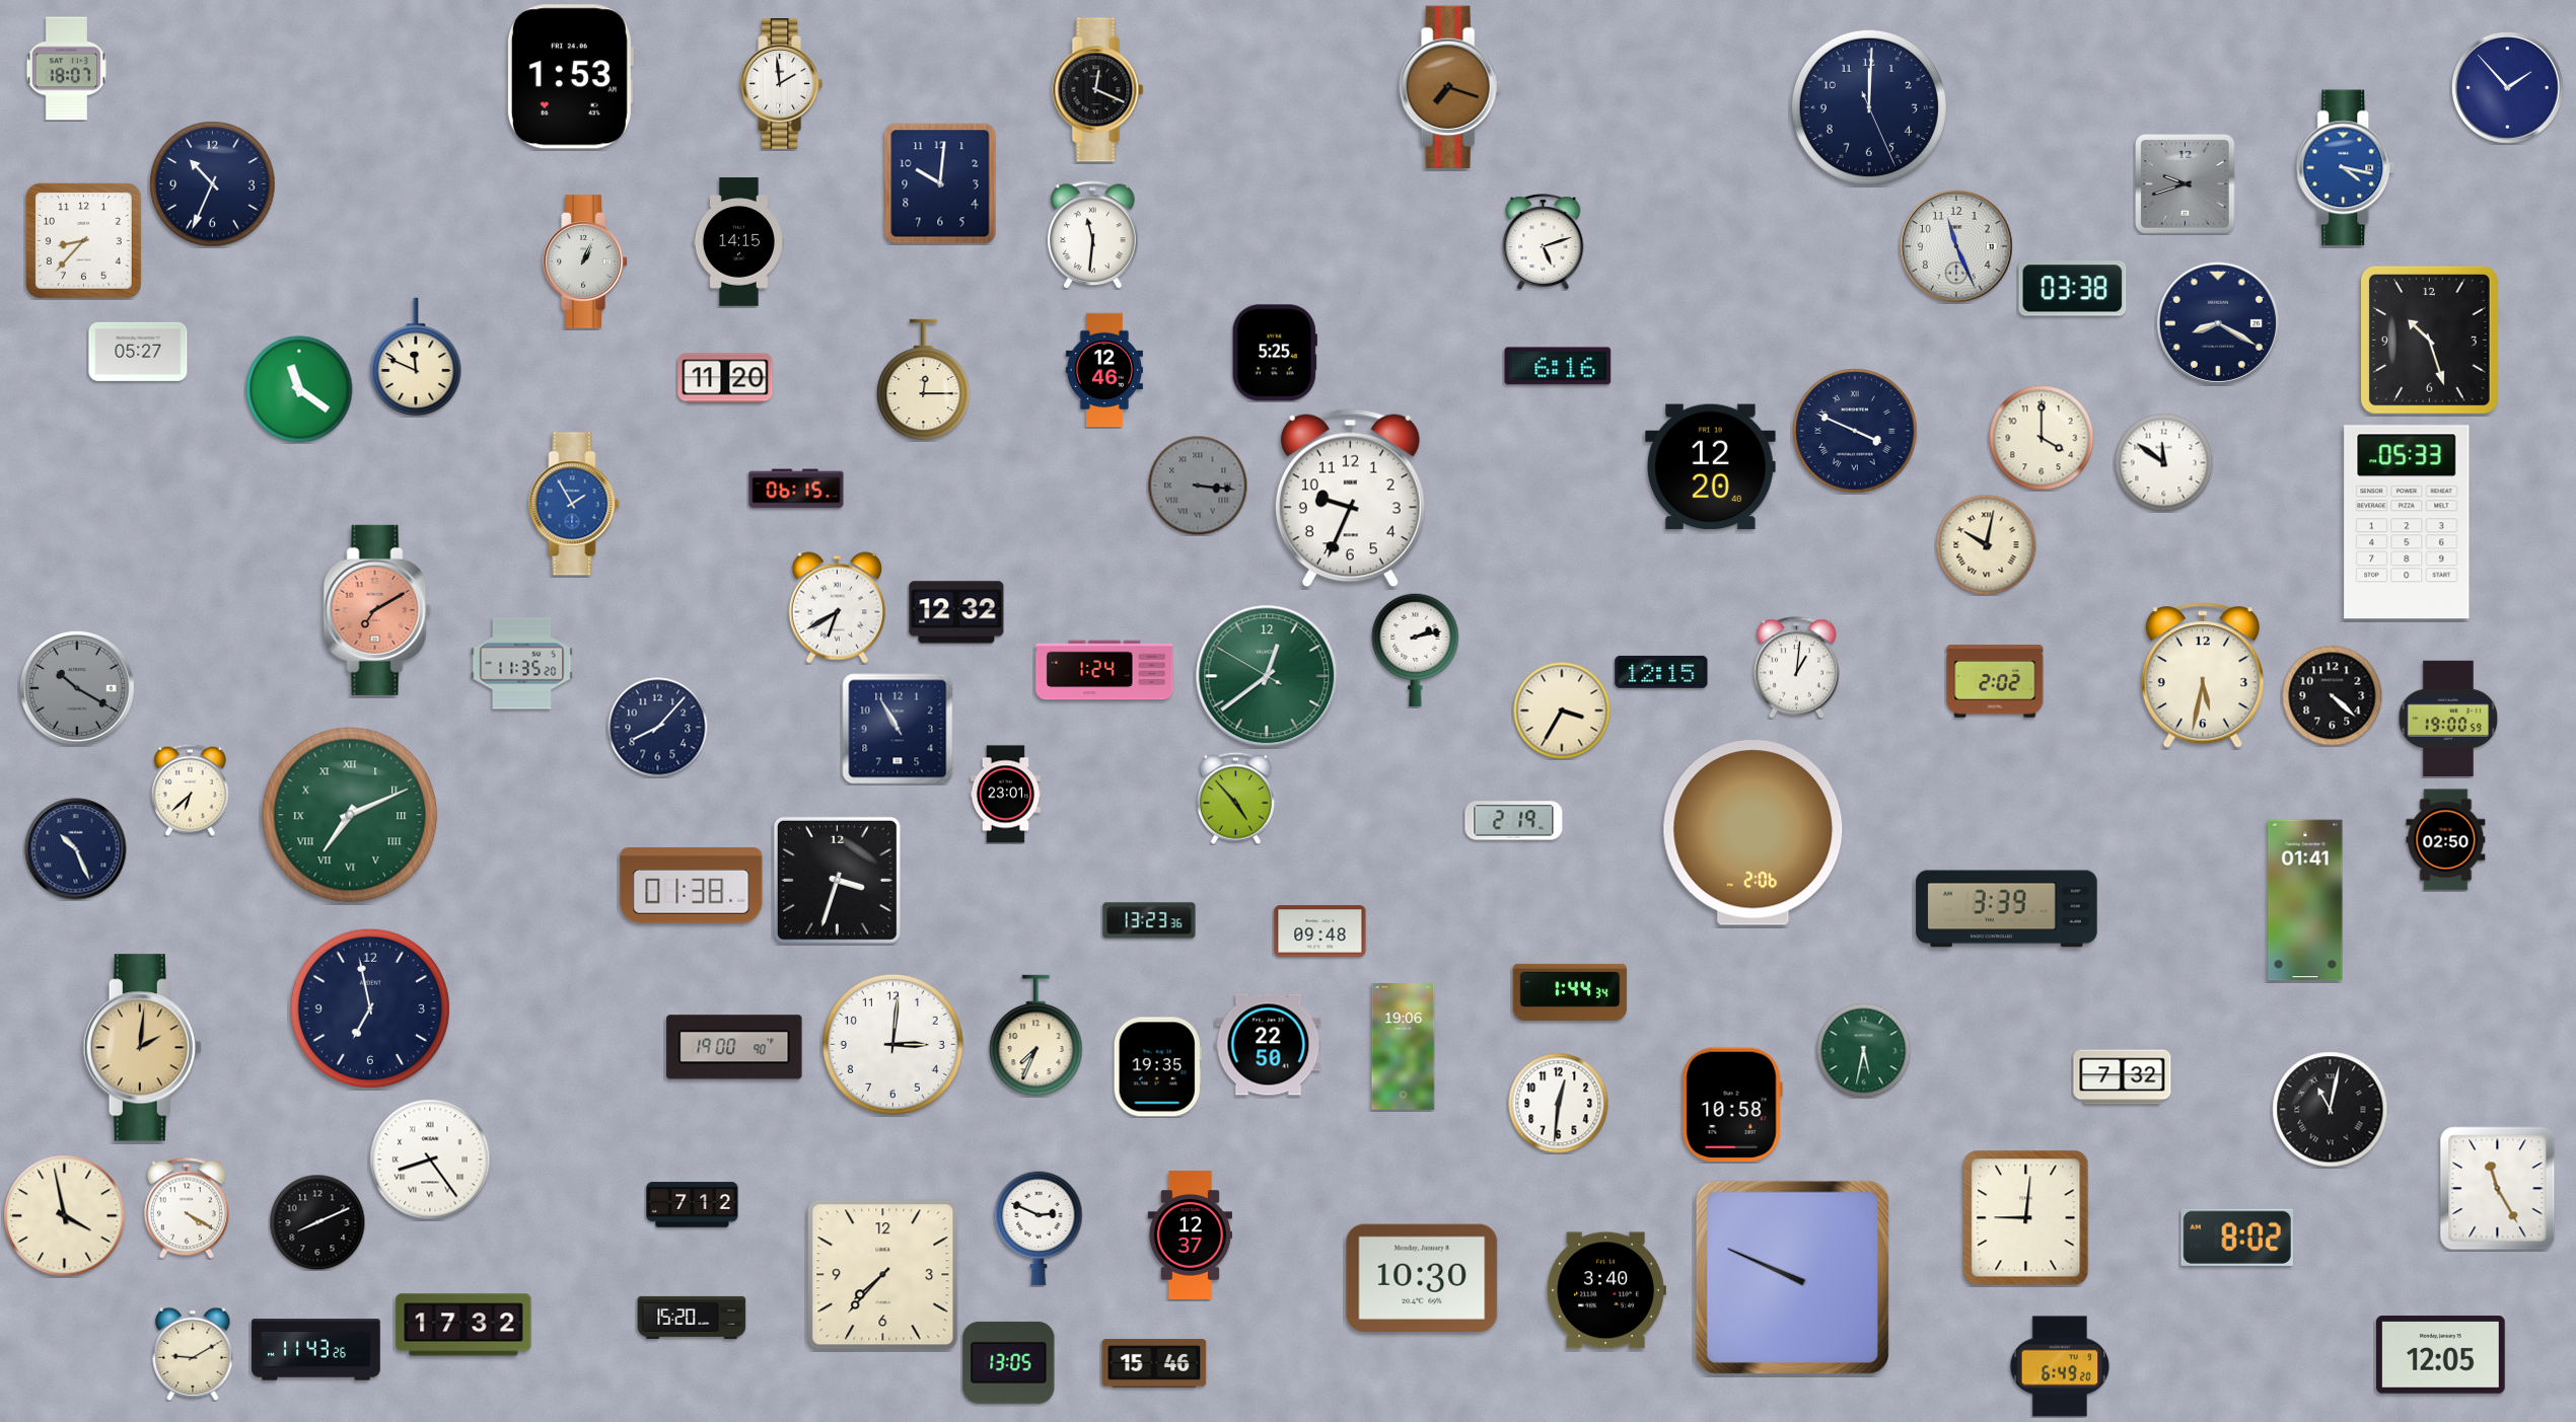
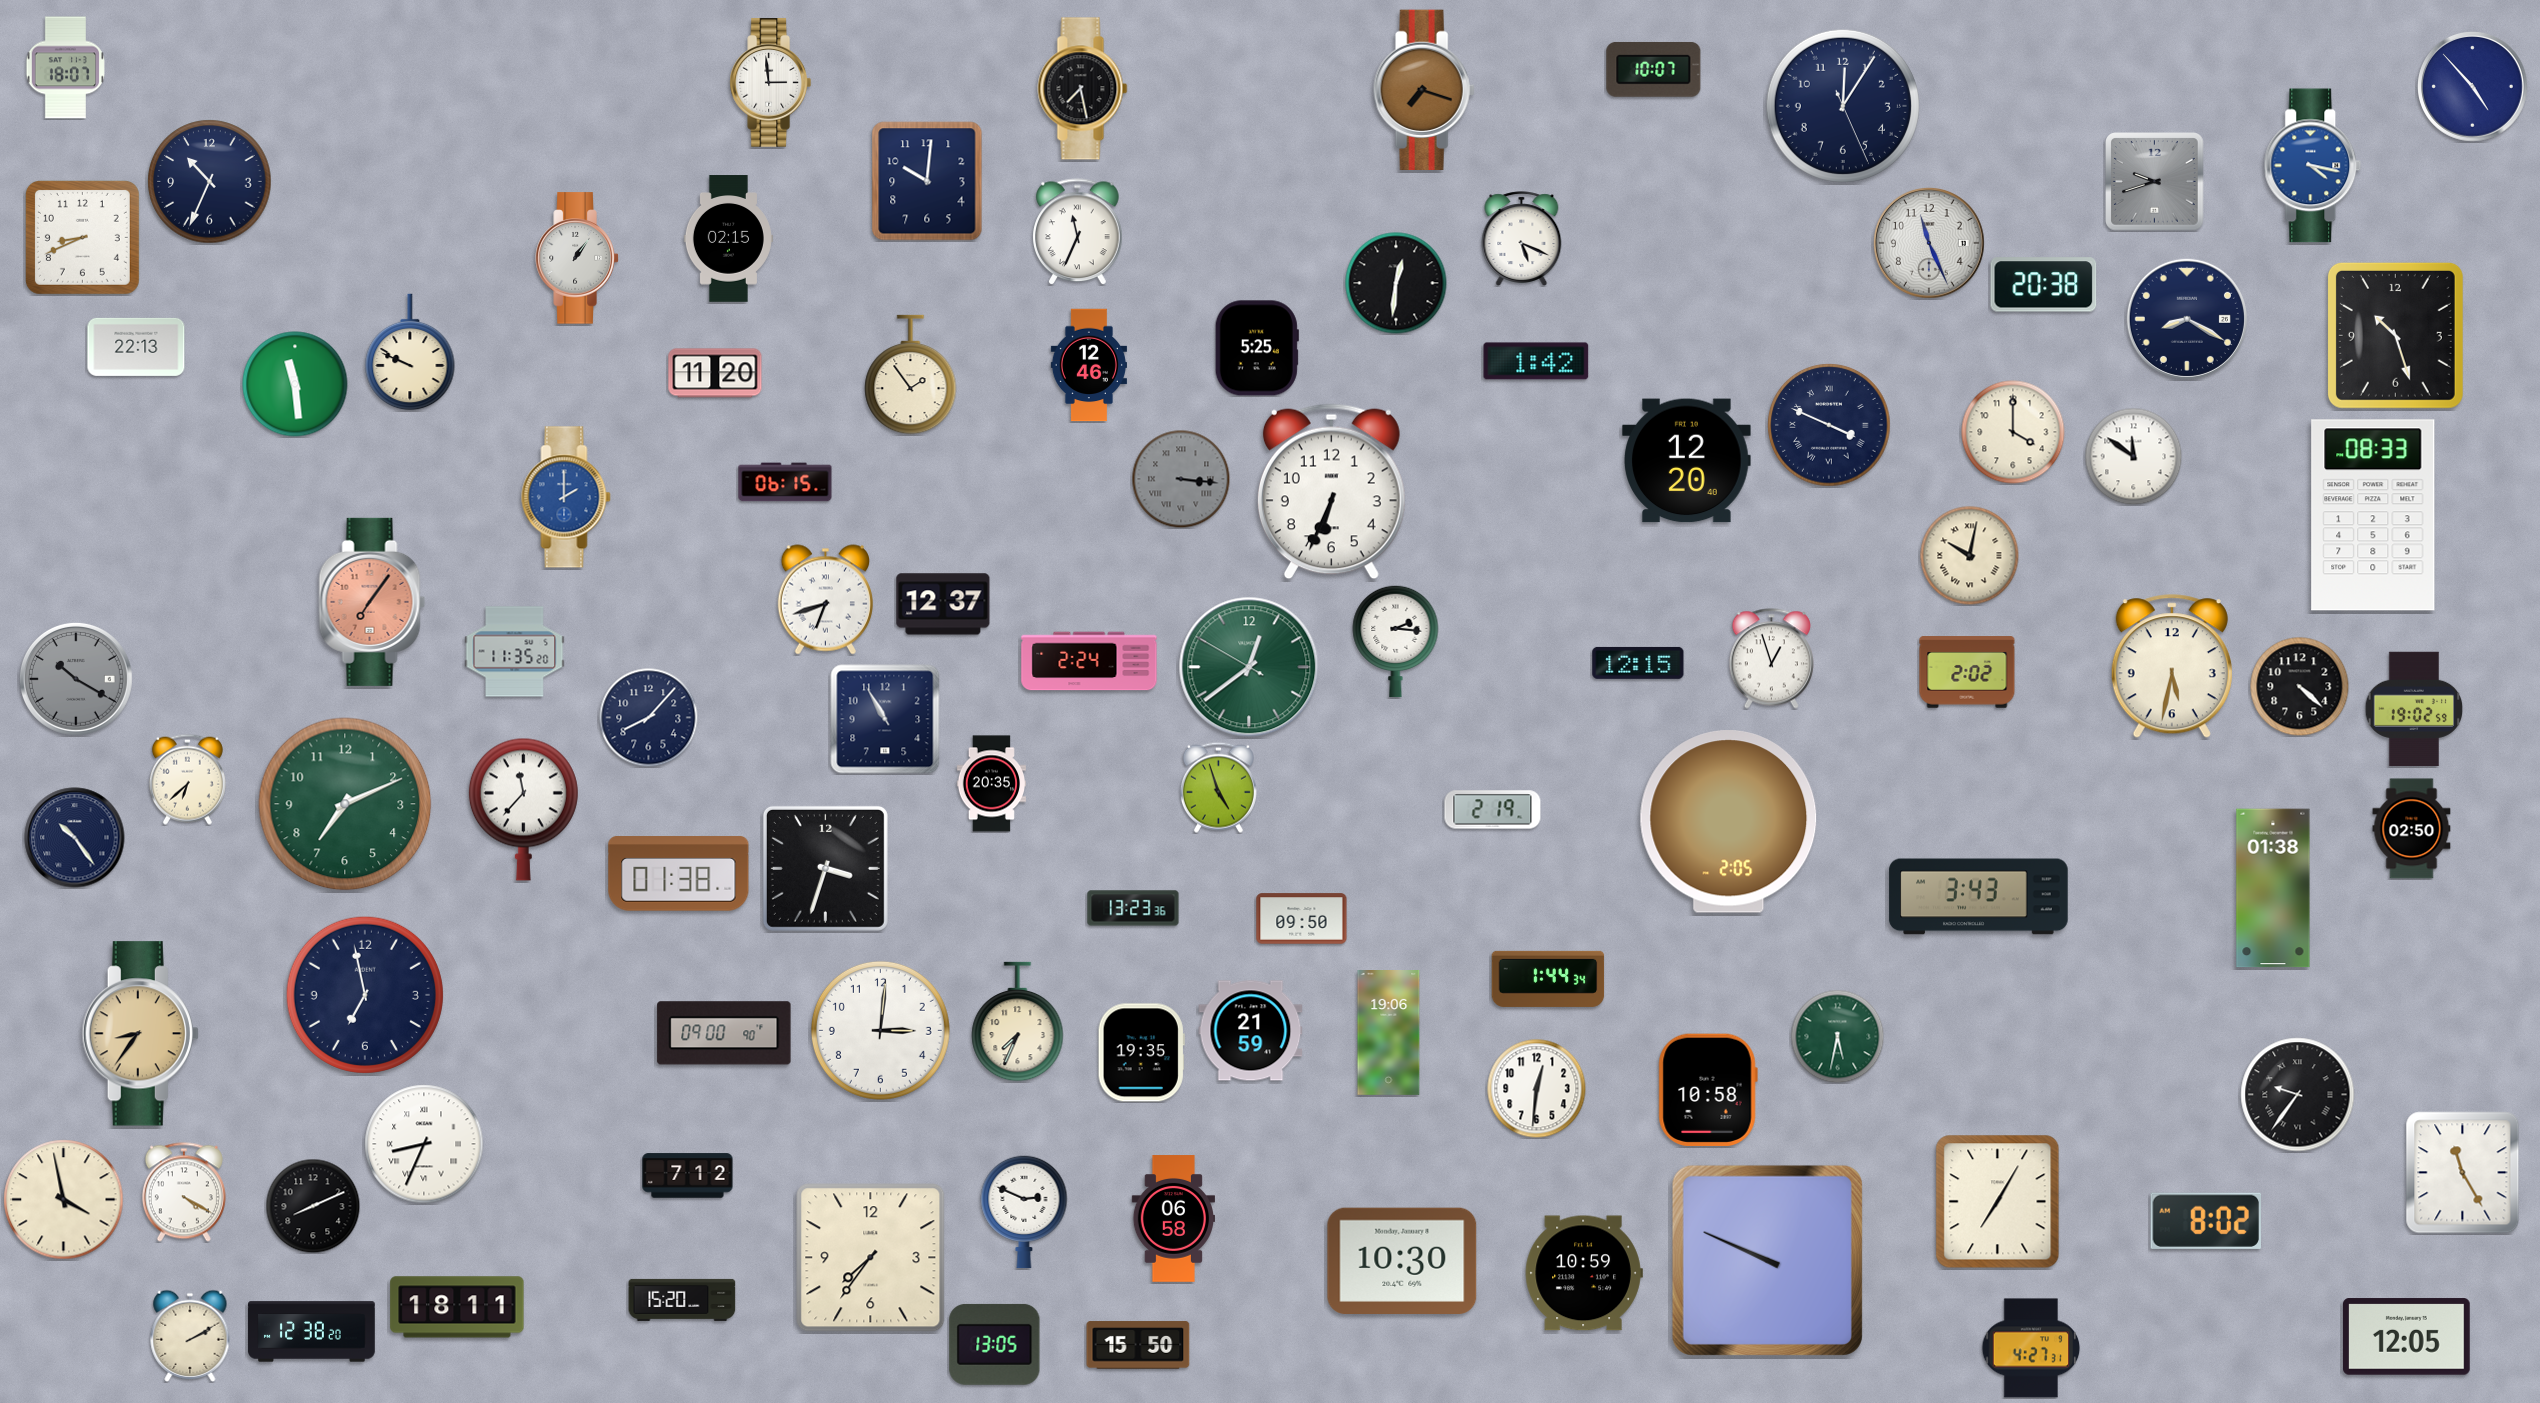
clock at (1654, 69): none -> 10:07
clock at (570, 77): 1:53 -> none
clock at (781, 84): 1:59 -> 2:59
clock at (1450, 87) position: (1450, 87) -> (1424, 90)
clock at (2508, 88): 1:53 -> 4:53
clock at (1098, 90): 12:19 -> 7:28
clock at (1869, 107): 12:00 -> 12:05
clock at (1093, 235): 11:31 -> 11:34
clock at (83, 240): 8:37 -> 8:41
clock at (738, 242): 14:15 -> 02:15
clock at (1544, 242): 5:12 -> 5:19
clock at (585, 261): 1:04 -> 1:06
clock at (1396, 283): none -> 12:31
clock at (2073, 289): 03:38 -> 20:38
clock at (138, 352): 05:27 -> 22:13
clock at (416, 357): 11:49 -> 9:49
clock at (1558, 366): 6:16 -> 1:42
clock at (924, 380): 12:15 -> 1:54
clock at (299, 389): 11:21 -> 11:29
clock at (1350, 499): 9:34 -> 6:34
clock at (574, 504): 1:55 -> 2:00
clock at (2407, 522): 05:33 -> 08:33
clock at (1987, 545) position: (1987, 545) -> (1970, 556)
clock at (837, 608): 6:40 -> 6:42
clock at (377, 610): 7:10 -> 7:06
clock at (956, 612): 12:32 -> 12:37
clock at (1416, 650): 2:13 -> 2:16
clock at (522, 664) position: (522, 664) -> (515, 652)
clock at (1796, 668): 1:01 -> 12:57
clock at (1104, 670): 1:24 -> 2:24
clock at (1562, 710): 3:35 -> none
clock at (2448, 719): 19:00 -> 19:02
clock at (1005, 795): 23:01 -> 20:35
clock at (1235, 798): 4:53 -> 4:57
clock at (350, 815) numerals: Roman -> Arabic
clock at (523, 809): none -> 11:37
clock at (1754, 833): 2:06 -> 2:05
clock at (76, 849): 10:26 -> 10:24
clock at (692, 886) position: (692, 886) -> (679, 874)
clock at (2305, 900): 01:41 -> 01:38
clock at (2007, 909): 3:39 -> 3:43
clock at (1320, 931): 09:48 -> 09:50
clock at (1036, 1036) position: (1036, 1036) -> (1018, 1022)
clock at (1269, 1045): 22:50 -> 21:59
clock at (734, 1047): 19:00 -> 09:00
clock at (1404, 1047) position: (1404, 1047) -> (1389, 1033)
clock at (142, 1048): 2:01 -> 8:36
clock at (2123, 1077): 7:32 -> none
clock at (2331, 1110): 11:02 -> 9:36
clock at (430, 1159): 8:24 -> 8:34
clock at (693, 1205) position: (693, 1205) -> (688, 1176)
clock at (2026, 1218): 9:01 -> 7:05
clock at (1190, 1236): 12:37 -> 06:58
clock at (883, 1275): 7:37 -> 7:36
clock at (1606, 1290): 3:40 -> 10:59
clock at (463, 1325): 17:32 -> 18:11
clock at (316, 1350): 11:43 -> 12:38
clock at (193, 1354): 9:10 -> 2:10
clock at (1154, 1363): 15:46 -> 15:50
clock at (2060, 1366): 6:49 -> 4:27
